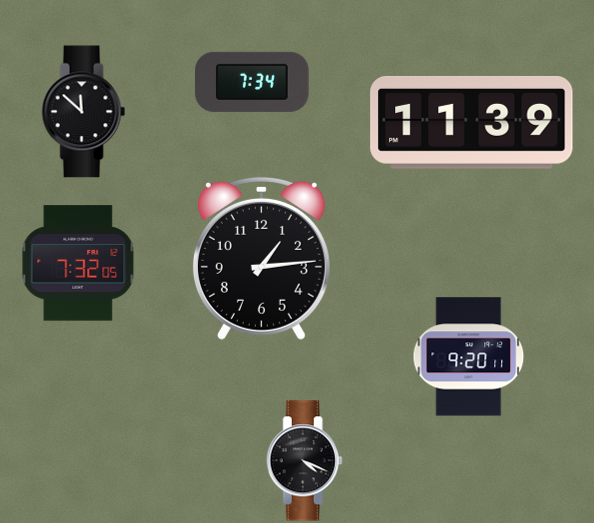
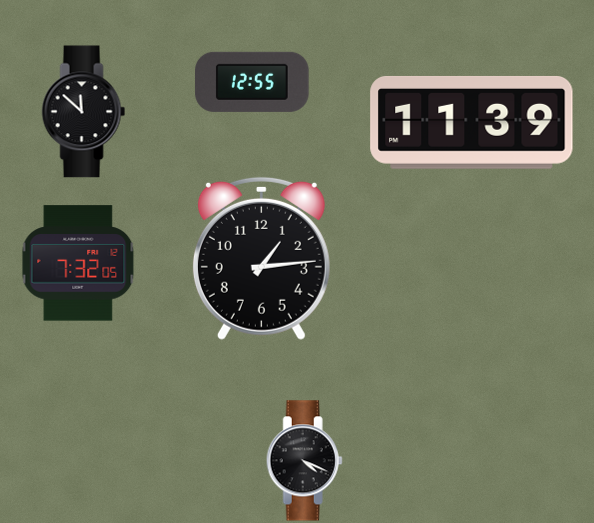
clock at (252, 82): 7:34 -> 12:55
clock at (469, 357): 9:20 -> none
